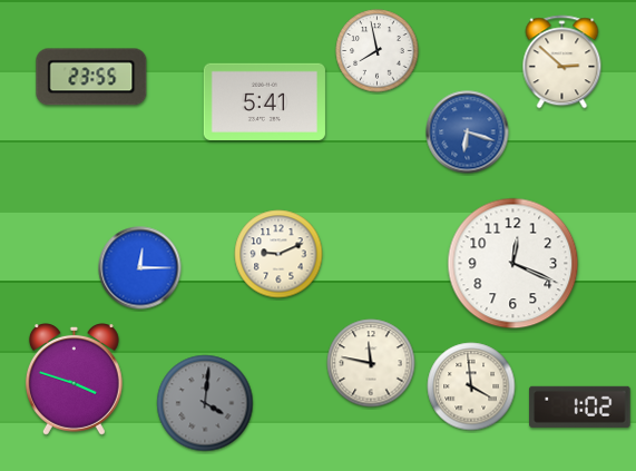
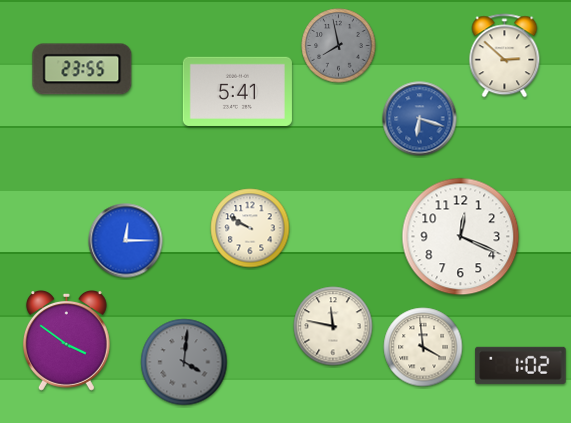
clock at (378, 51) dial: white -> grey
clock at (278, 254): 9:11 -> 9:50
clock at (74, 380): 3:48 -> 3:51
